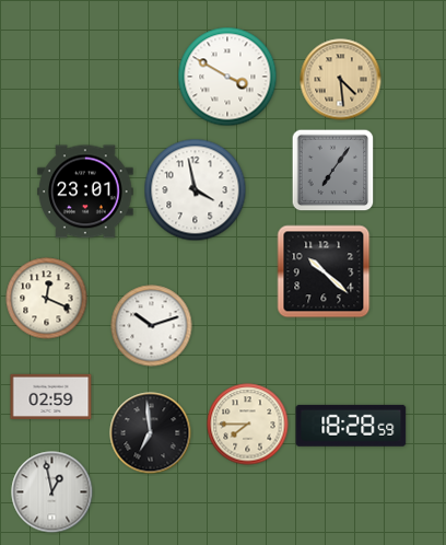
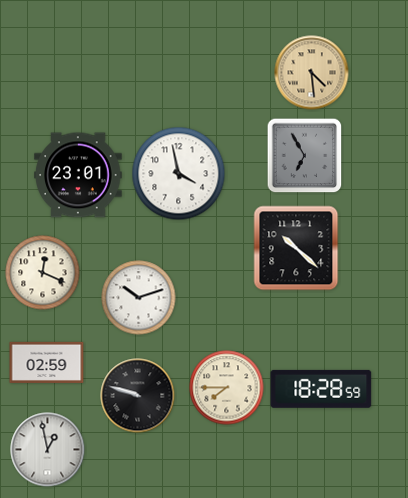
clock at (227, 77): 3:50 -> none
clock at (333, 171): 7:06 -> 6:55
clock at (151, 433): 6:59 -> 9:48
